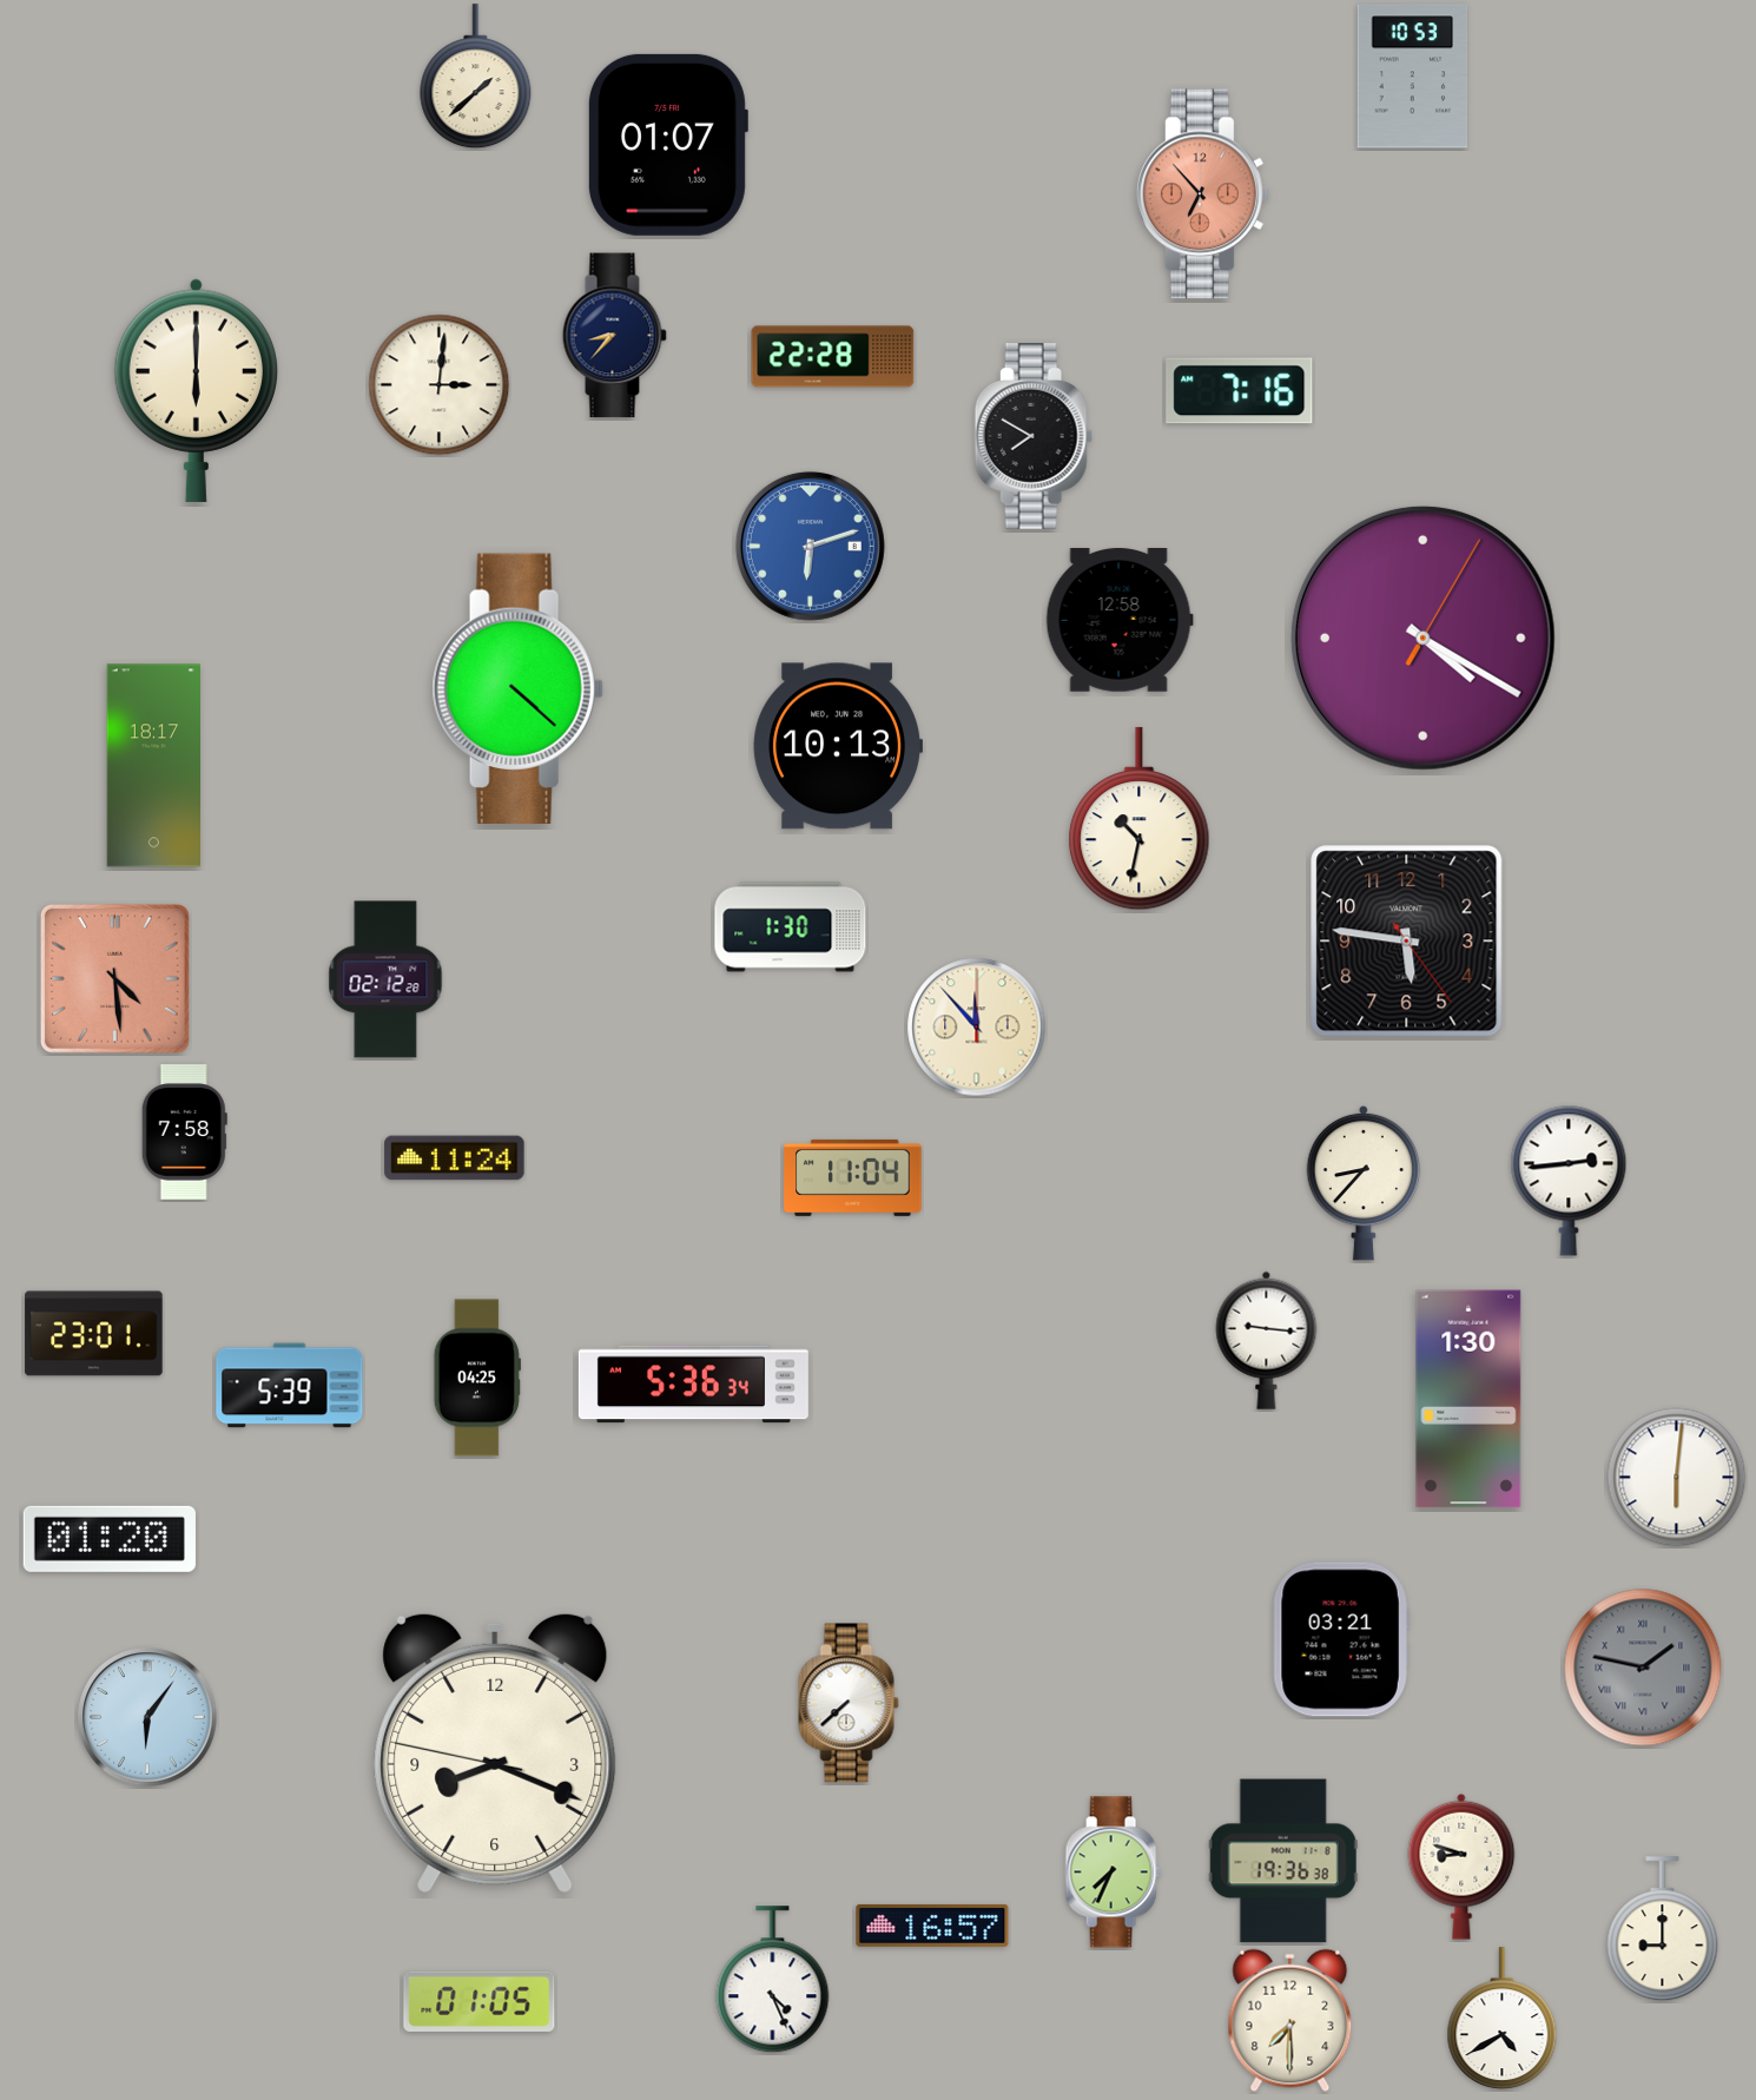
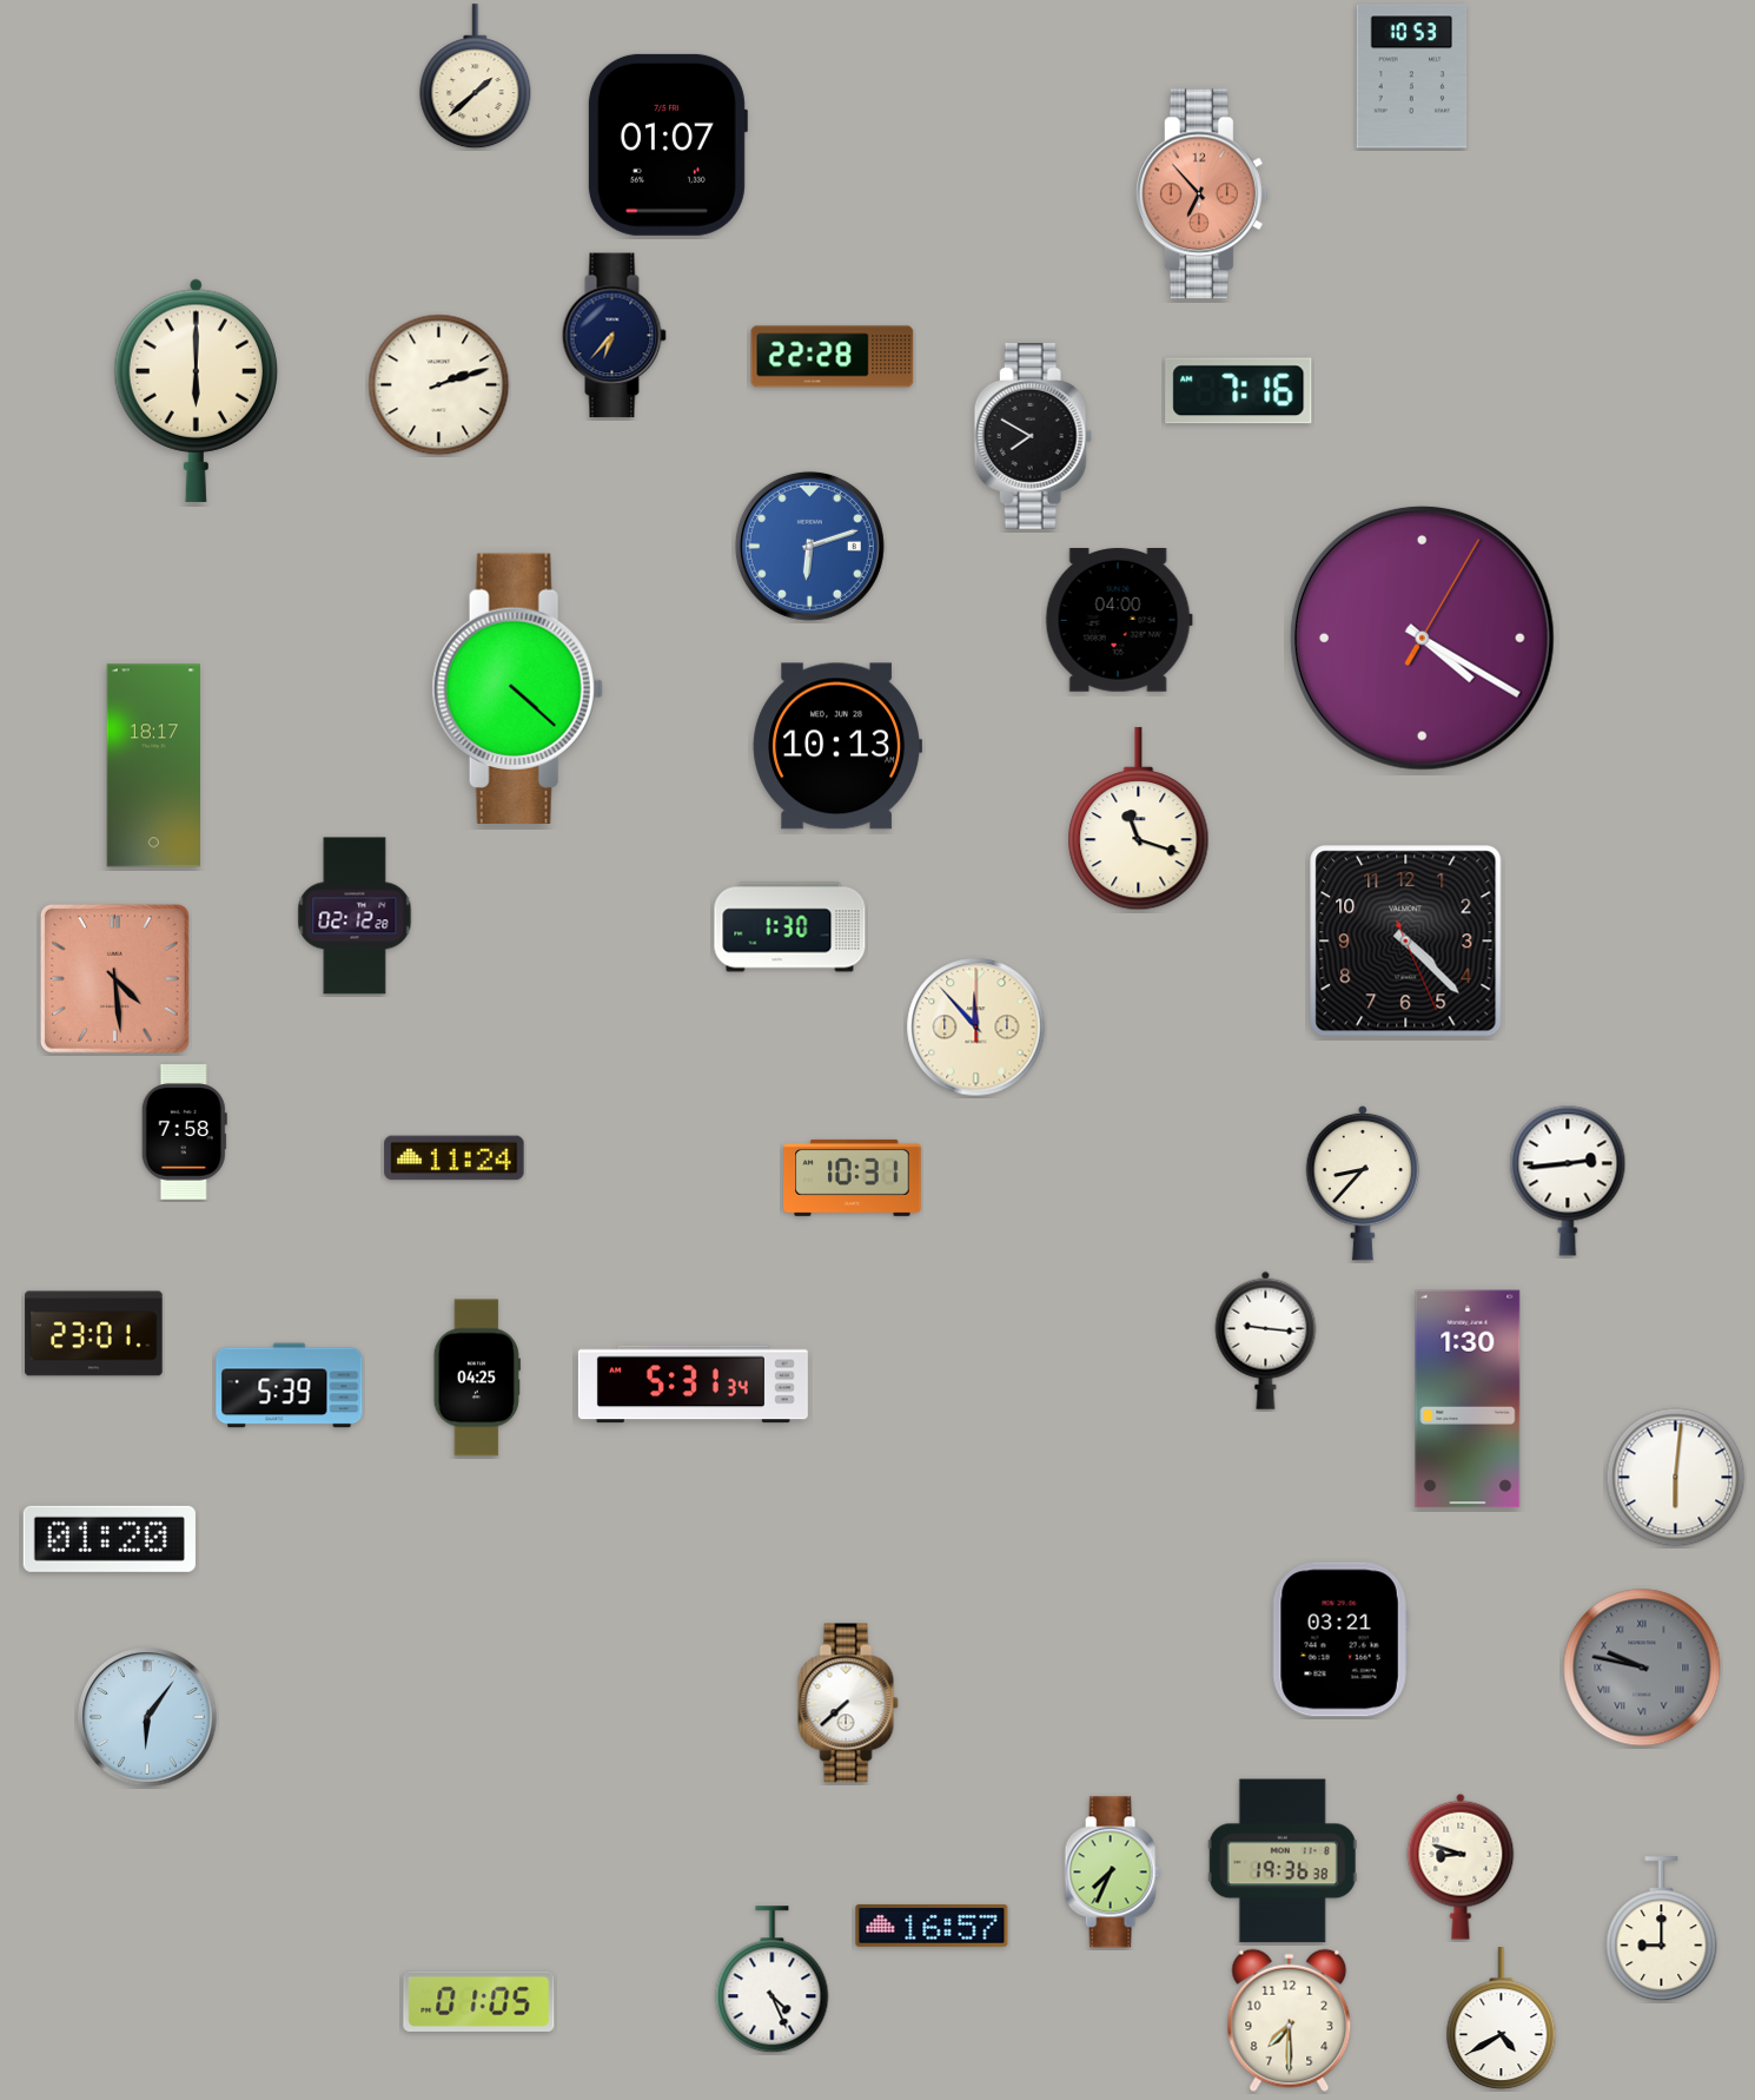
clock at (614, 336): 8:37 -> 6:37
clock at (440, 385): 3:01 -> 2:12
clock at (1120, 621): 12:58 -> 04:00
clock at (1140, 819): 10:32 -> 11:18
clock at (1407, 942): 5:46 -> 4:22
clock at (385, 979) position: (385, 979) -> (355, 916)
clock at (853, 1177): 11:04 -> 10:31
clock at (693, 1385): 5:36 -> 5:31
clock at (1643, 1668): 1:47 -> 9:47
clock at (495, 1752): 8:18 -> none
